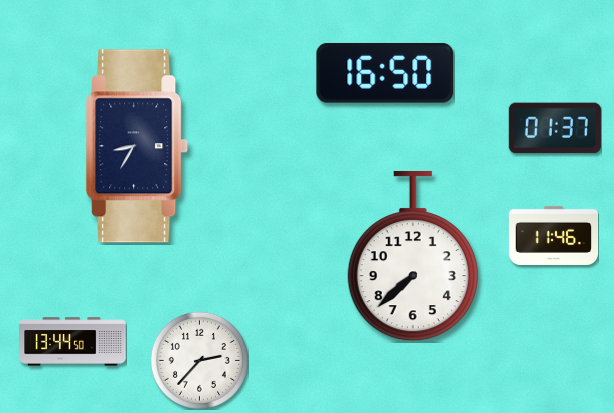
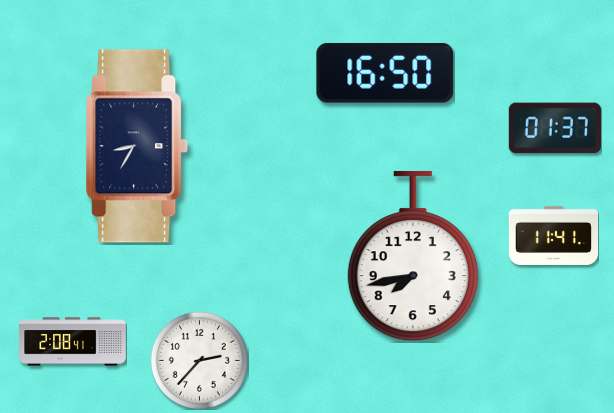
clock at (553, 235): 11:46 -> 11:41
clock at (413, 256): 7:38 -> 7:43
clock at (73, 342): 13:44 -> 2:08
